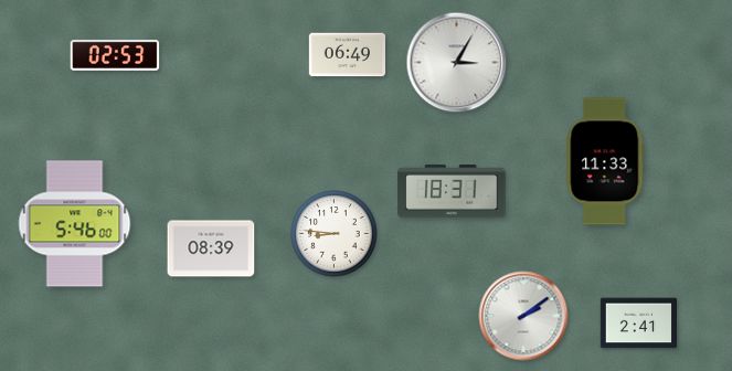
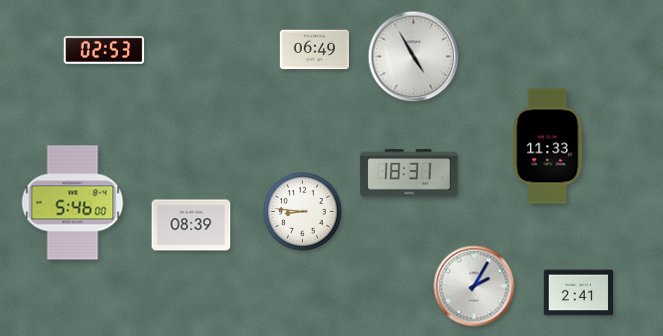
clock at (457, 63): 3:05 -> 4:55
clock at (75, 224) position: (75, 224) -> (73, 203)
clock at (523, 316): 2:09 -> 2:05
